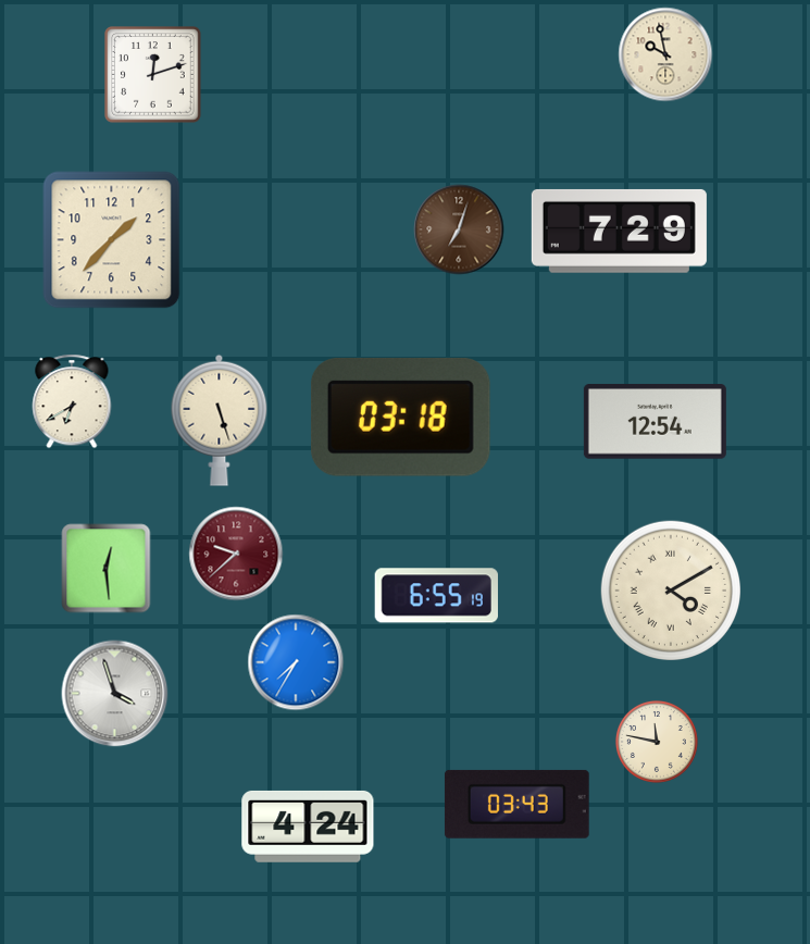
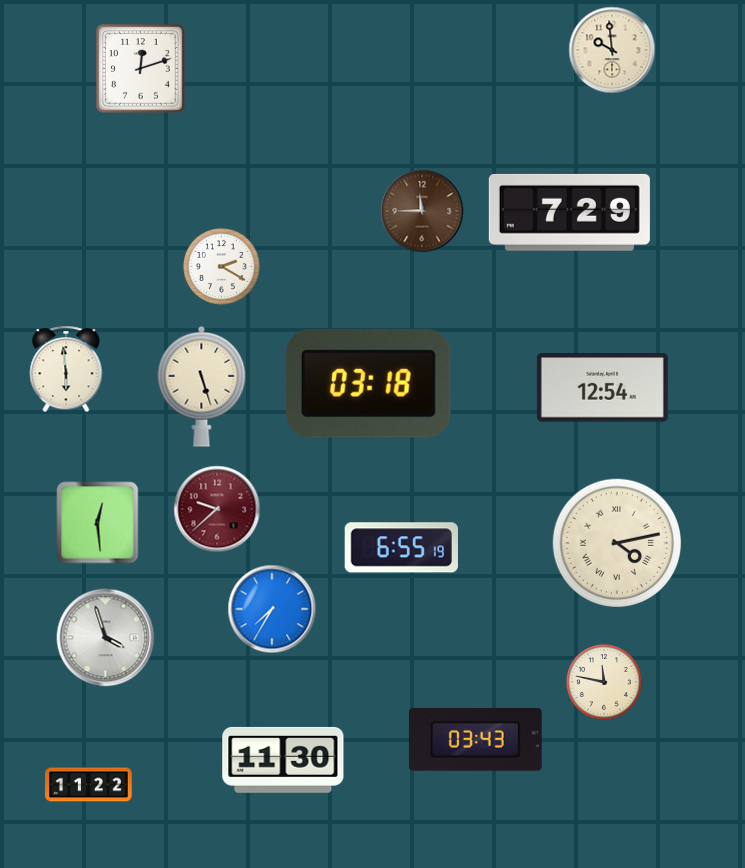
clock at (665, 54): 9:58 -> 9:59
clock at (459, 229): 7:03 -> 11:45
clock at (112, 240): 1:37 -> none
clock at (222, 267): none -> 2:20
clock at (72, 401): 6:40 -> 5:59
clock at (670, 589): 4:10 -> 4:13
clock at (308, 827): 4:24 -> 11:30
clock at (89, 785): none -> 11:22
